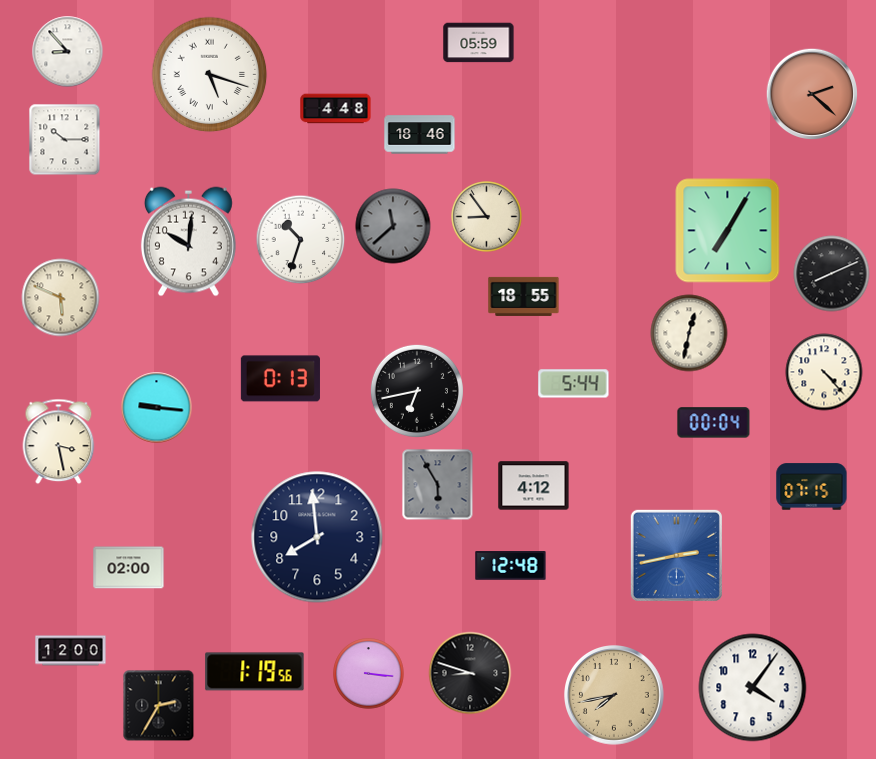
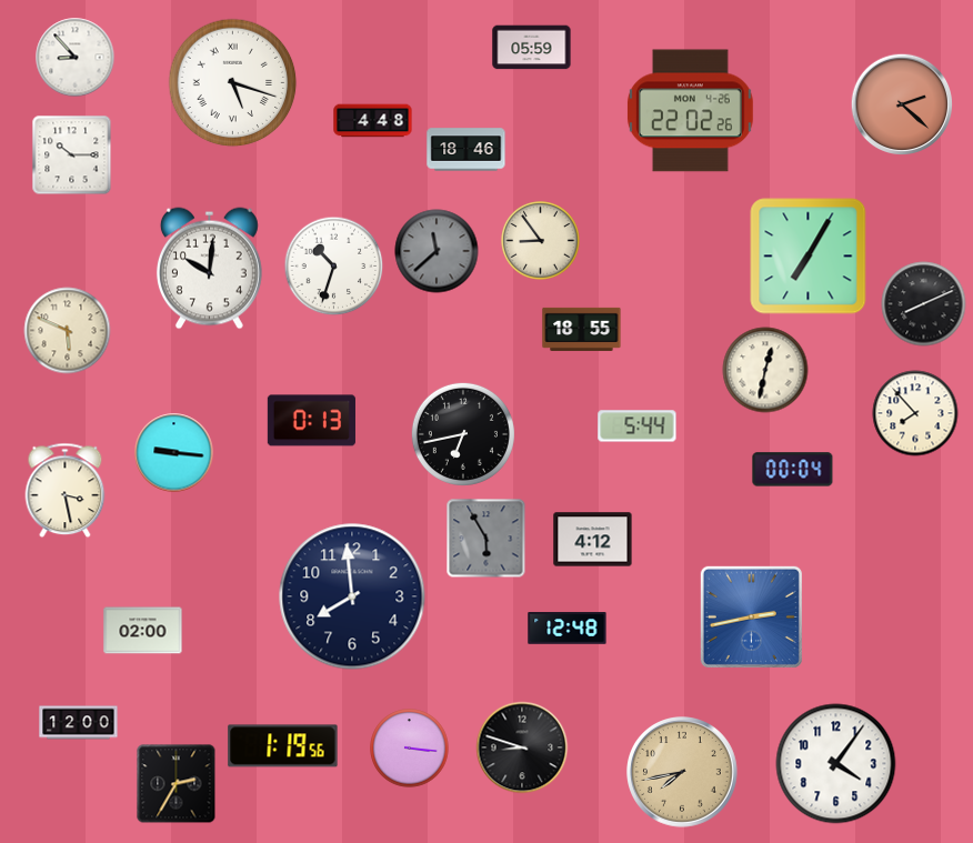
clock at (690, 111): none -> 22:02
clock at (824, 372): 4:23 -> 7:53
clock at (812, 487): 07:15 -> none
